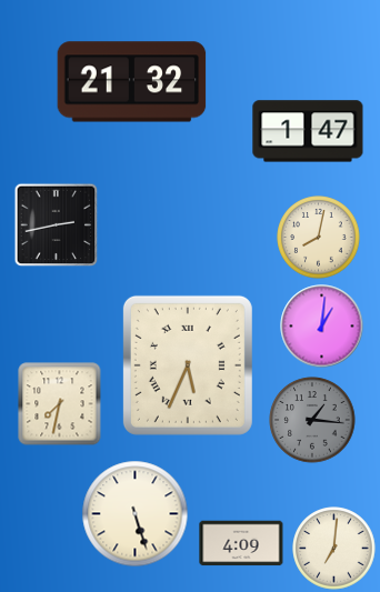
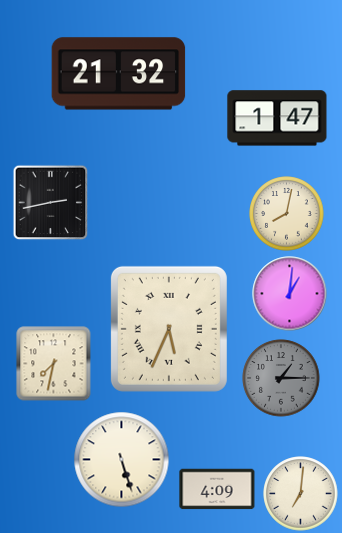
clock at (312, 420): 1:16 -> 1:15
clock at (136, 514) position: (136, 514) -> (122, 460)
